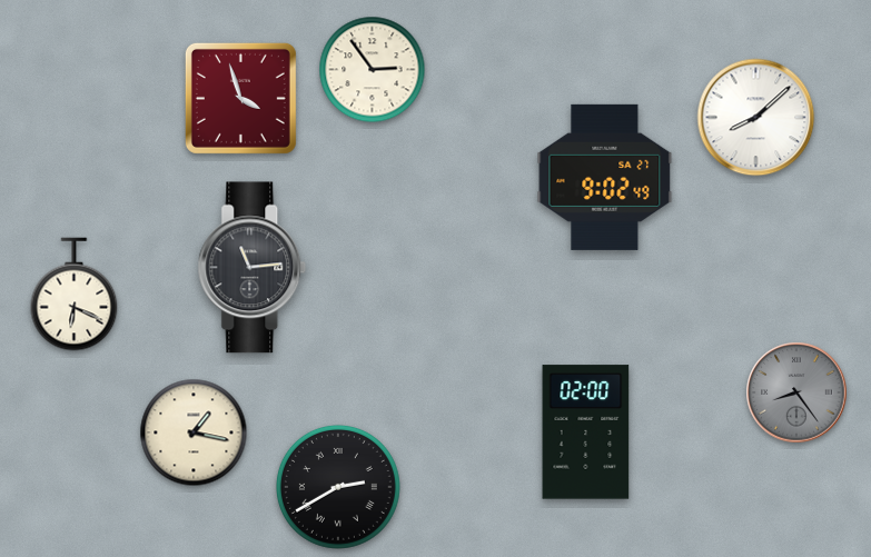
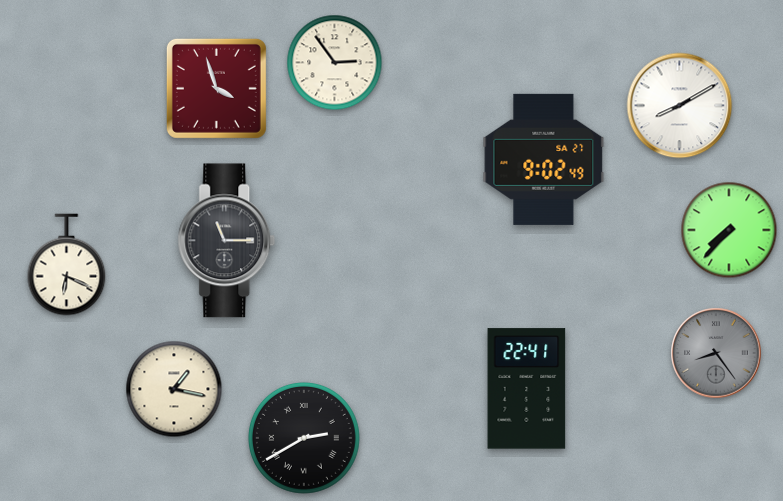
clock at (756, 118): 8:08 -> 8:10
clock at (729, 230): none -> 7:37
clock at (253, 268): 11:14 -> 11:15
clock at (586, 432): 02:00 -> 22:41
